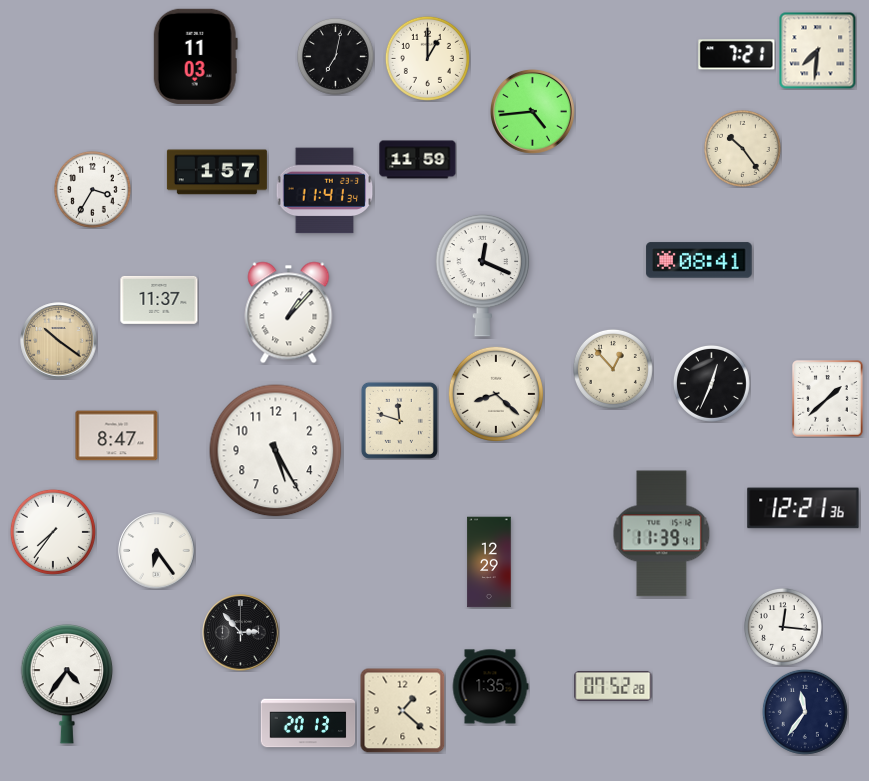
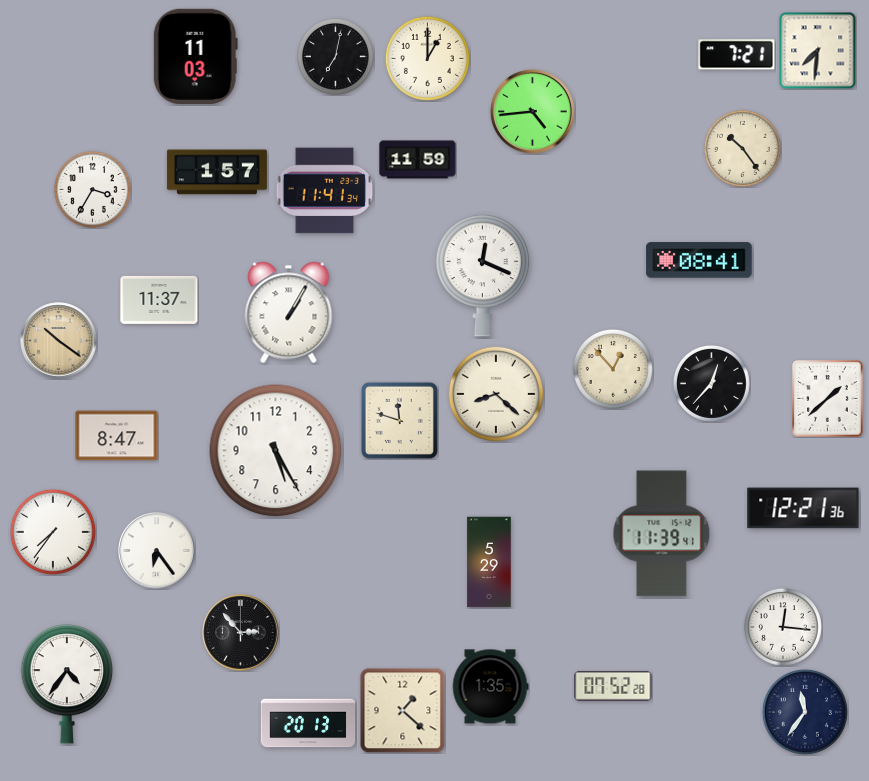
clock at (289, 313): 1:07 -> 1:05
clock at (711, 383): 12:34 -> 12:37
clock at (489, 562): 12:29 -> 5:29
